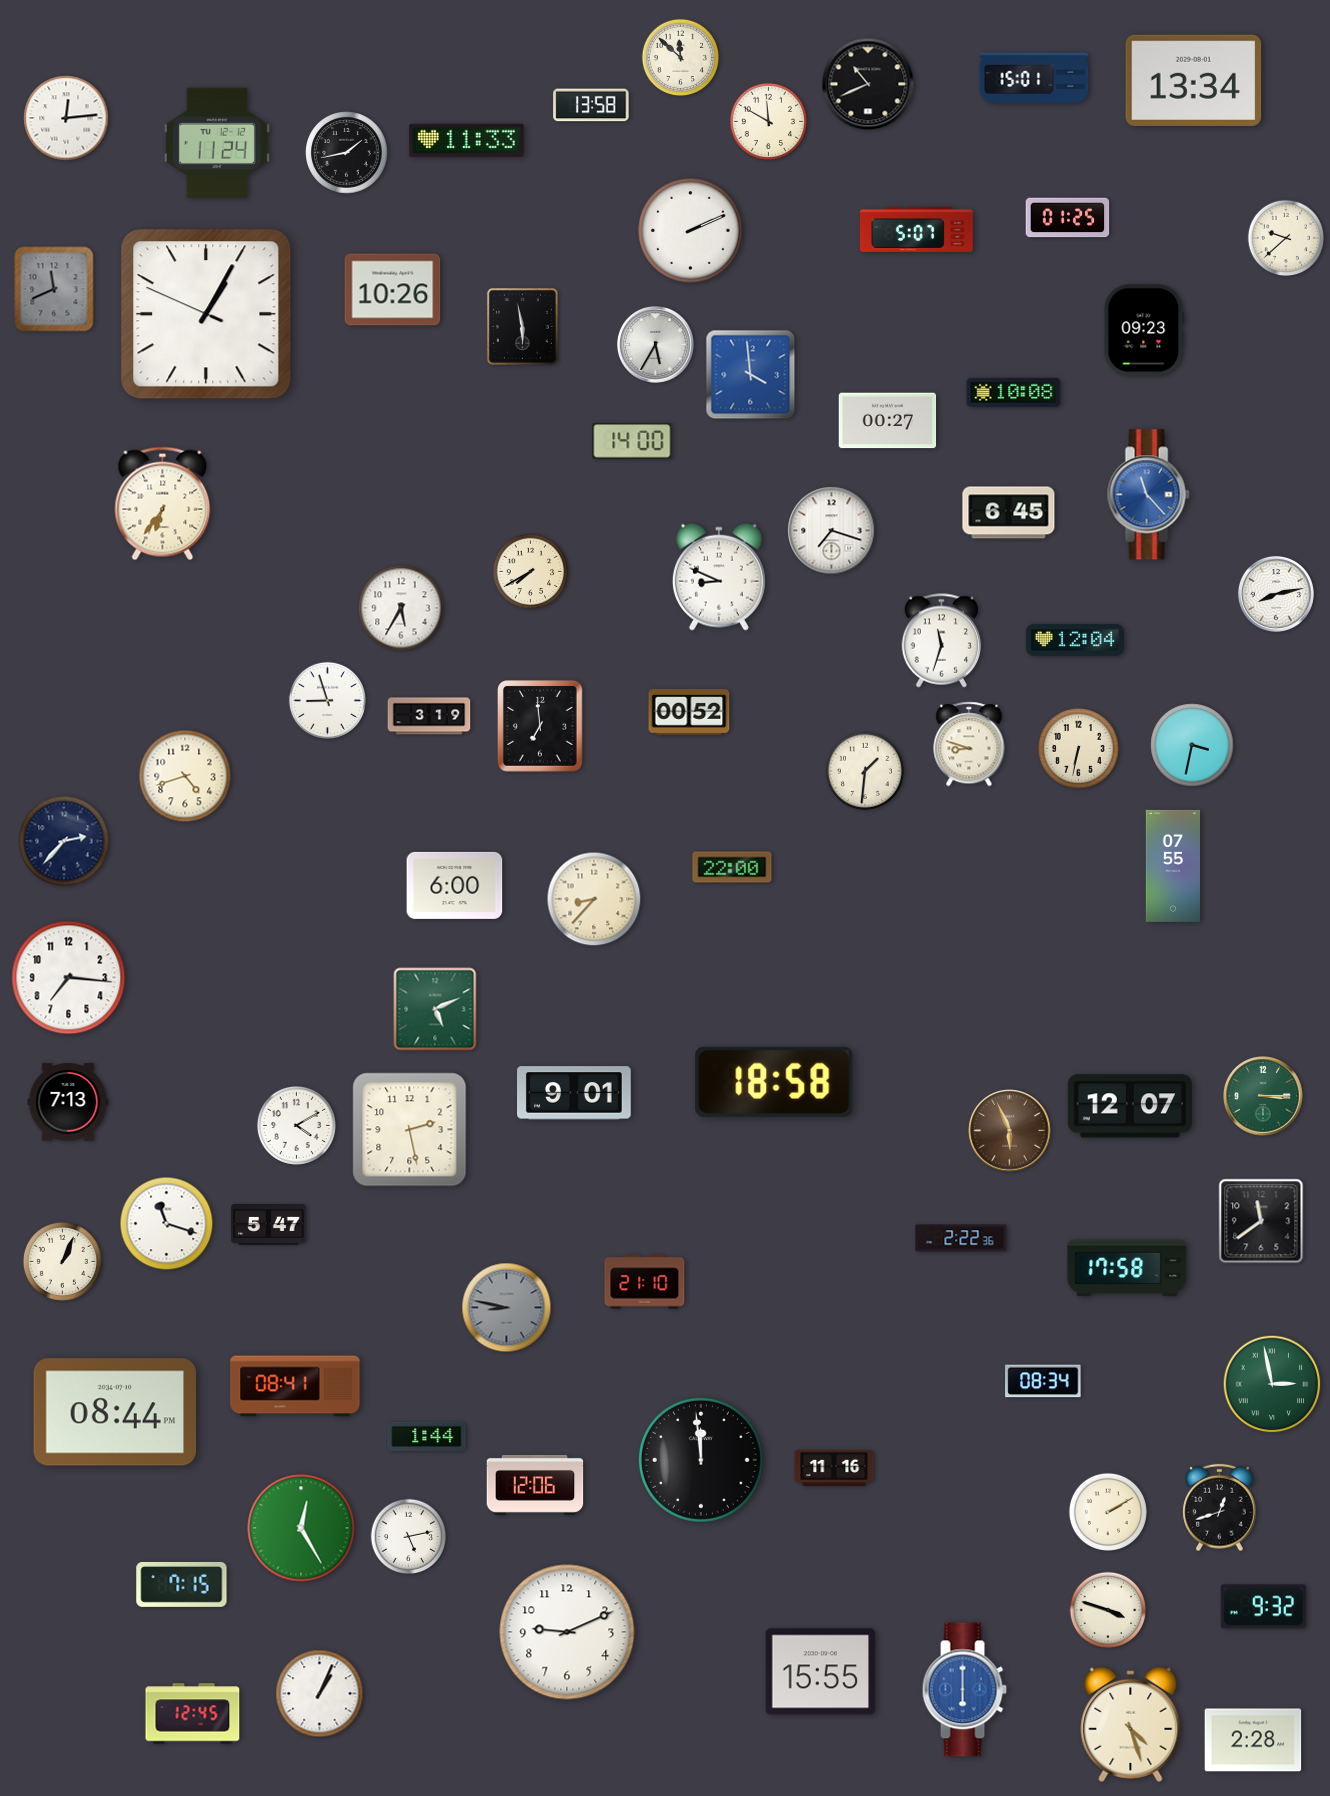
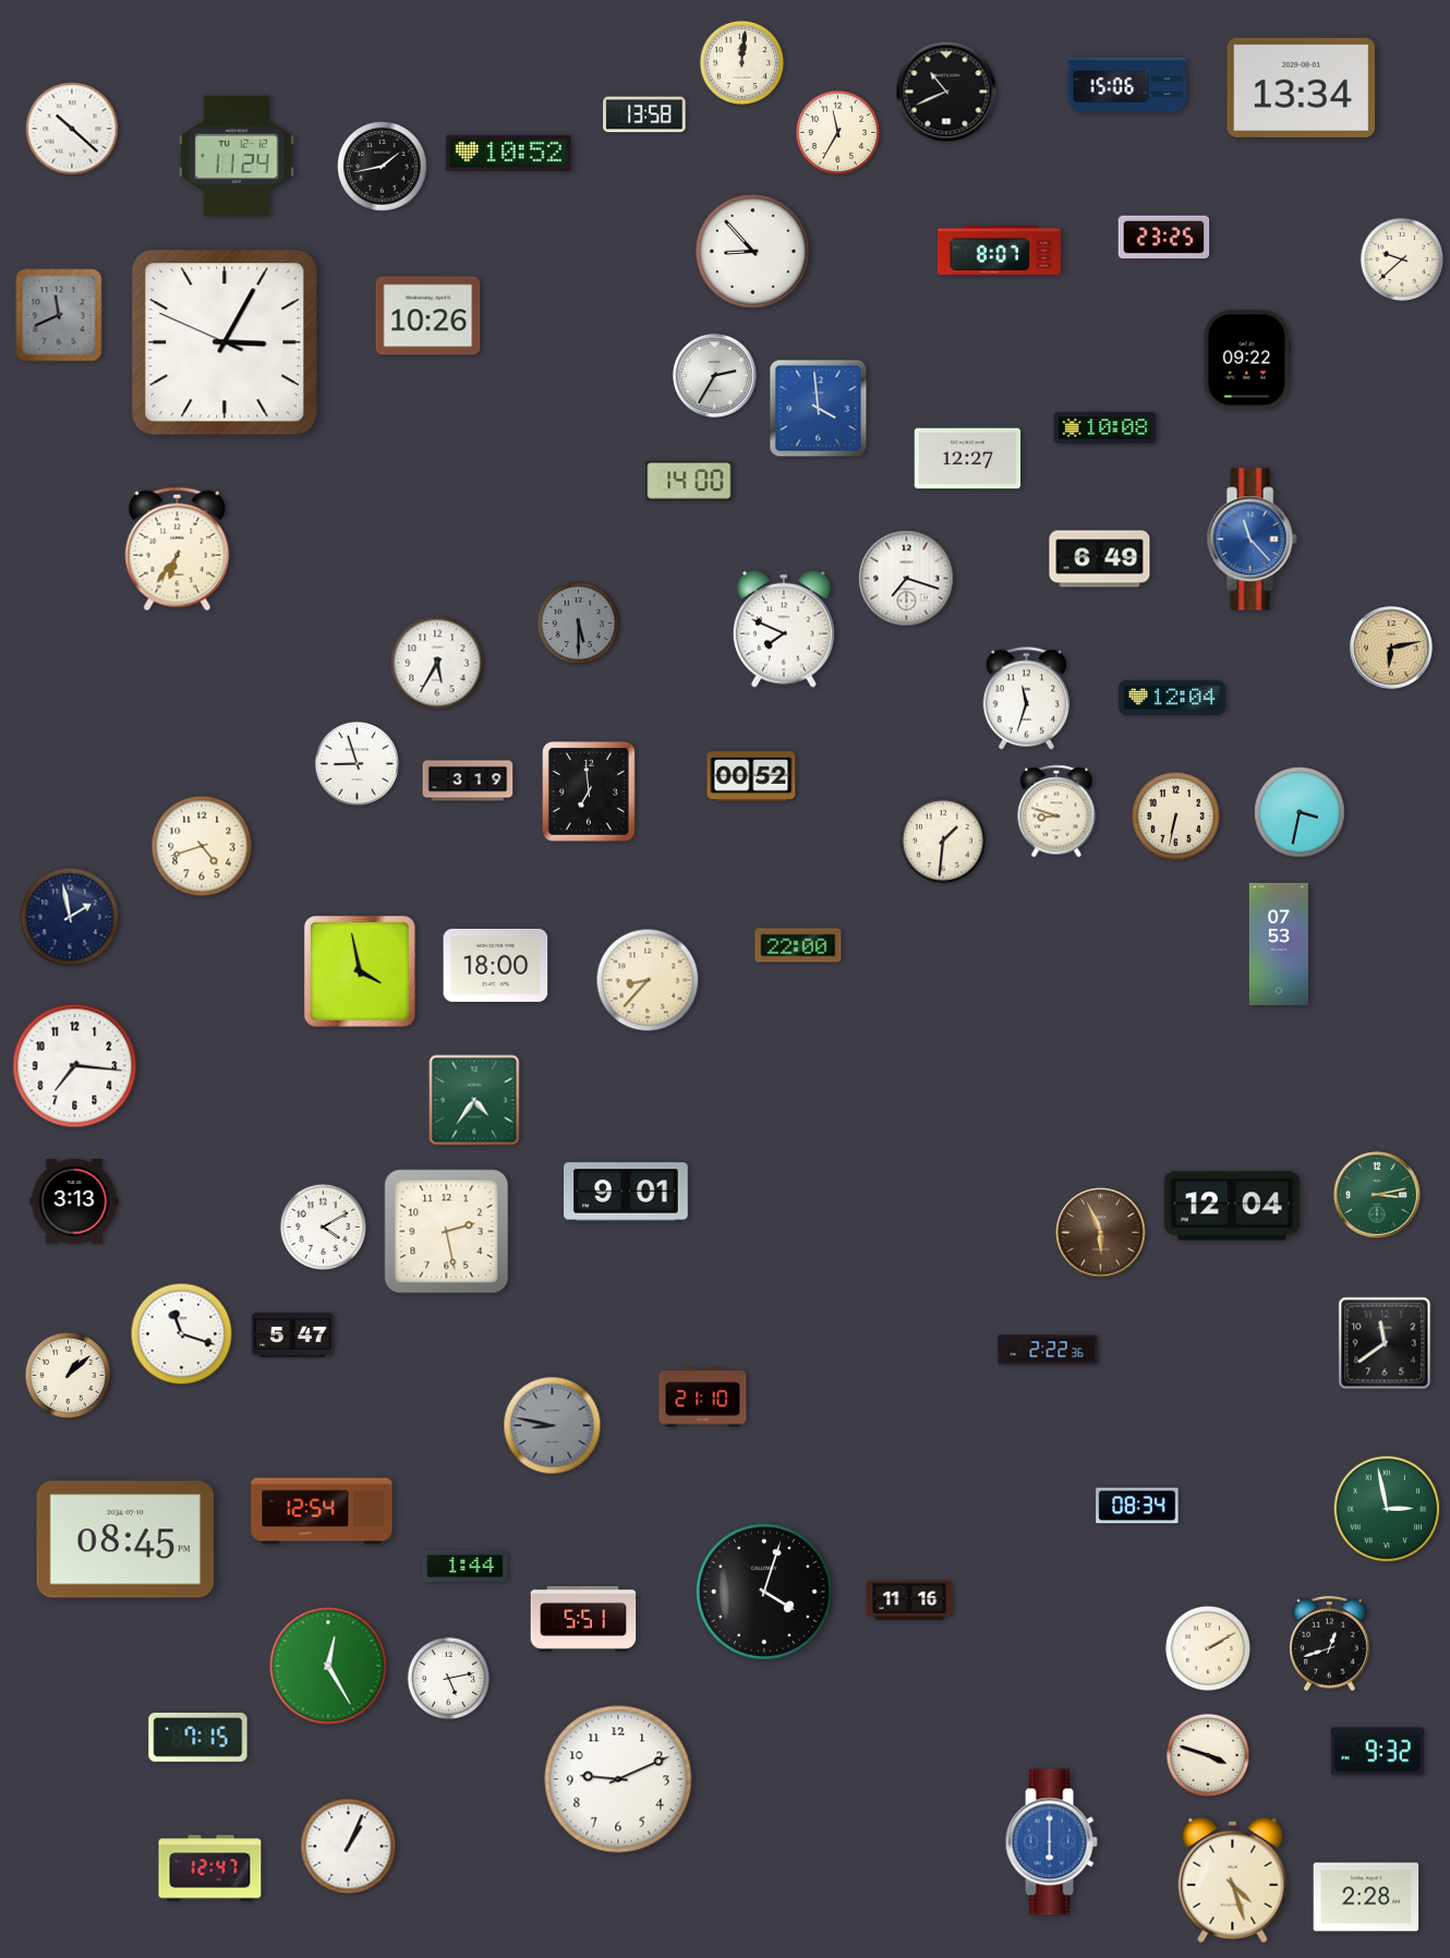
clock at (680, 57): 11:52 -> 12:01
clock at (1034, 78): 15:01 -> 15:06
clock at (66, 118): 12:14 -> 10:22
clock at (768, 121): 11:50 -> 11:35
clock at (467, 140): 11:33 -> 10:52
clock at (347, 153) position: (347, 153) -> (383, 167)
clock at (1068, 218): 01:25 -> 23:25
clock at (916, 229): 5:07 -> 8:07
clock at (691, 231): 2:11 -> 8:53
clock at (206, 314): 1:04 -> 3:04
clock at (522, 326): 5:58 -> none
clock at (1144, 330): 09:23 -> 09:22
clock at (655, 344): 5:35 -> 2:35
clock at (888, 421): 00:27 -> 12:27
clock at (1009, 513): 6:45 -> 6:49
clock at (531, 572): 7:40 -> 5:30
clock at (531, 572) dial: cream -> grey
clock at (719, 577): 8:49 -> 7:49
clock at (1276, 594): 8:13 -> 6:13
clock at (1276, 594) dial: white -> champagne
clock at (64, 841): 2:37 -> 1:58
clock at (1173, 866): 07:55 -> 07:53
clock at (455, 885): 6:00 -> 18:00
clock at (361, 972): none -> 3:58
clock at (435, 1009): 5:11 -> 4:36
clock at (774, 1082): 18:58 -> none
clock at (1263, 1096): 3:15 -> 3:13
clock at (68, 1102): 7:13 -> 3:13
clock at (1130, 1106): 12:07 -> 12:04
clock at (1261, 1221) position: (1261, 1221) -> (1385, 1343)
clock at (62, 1261): 1:04 -> 1:08
clock at (1127, 1268): 17:58 -> none
clock at (295, 1386): 08:41 -> 12:54
clock at (115, 1412): 08:44 -> 08:45
clock at (701, 1460): 11:59 -> 4:03
clock at (535, 1485): 12:06 -> 5:51
clock at (409, 1537) position: (409, 1537) -> (449, 1679)
clock at (182, 1584) position: (182, 1584) -> (198, 1737)
clock at (821, 1672): 15:55 -> none
clock at (193, 1714): 12:45 -> 12:47
